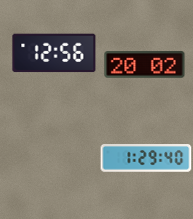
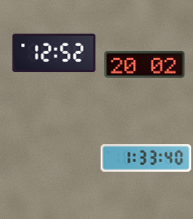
clock at (54, 53): 12:56 -> 12:52
clock at (146, 158): 1:29 -> 1:33
